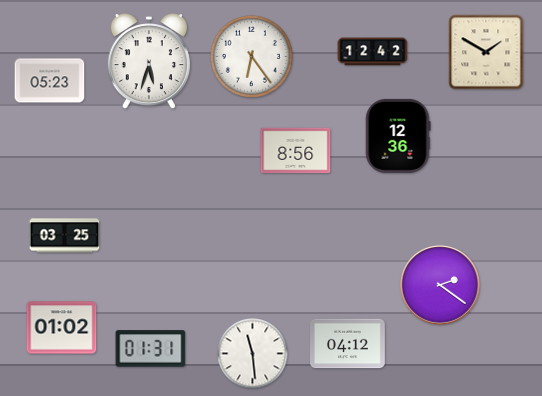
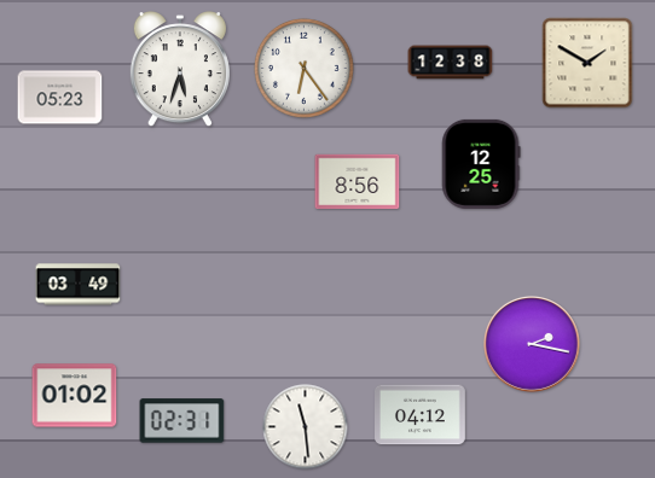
clock at (373, 52): 12:42 -> 12:38
clock at (149, 62) position: (149, 62) -> (180, 70)
clock at (398, 136): 12:36 -> 12:25
clock at (65, 236): 03:25 -> 03:49
clock at (440, 285): 2:21 -> 2:17
clock at (151, 349): 01:31 -> 02:31
